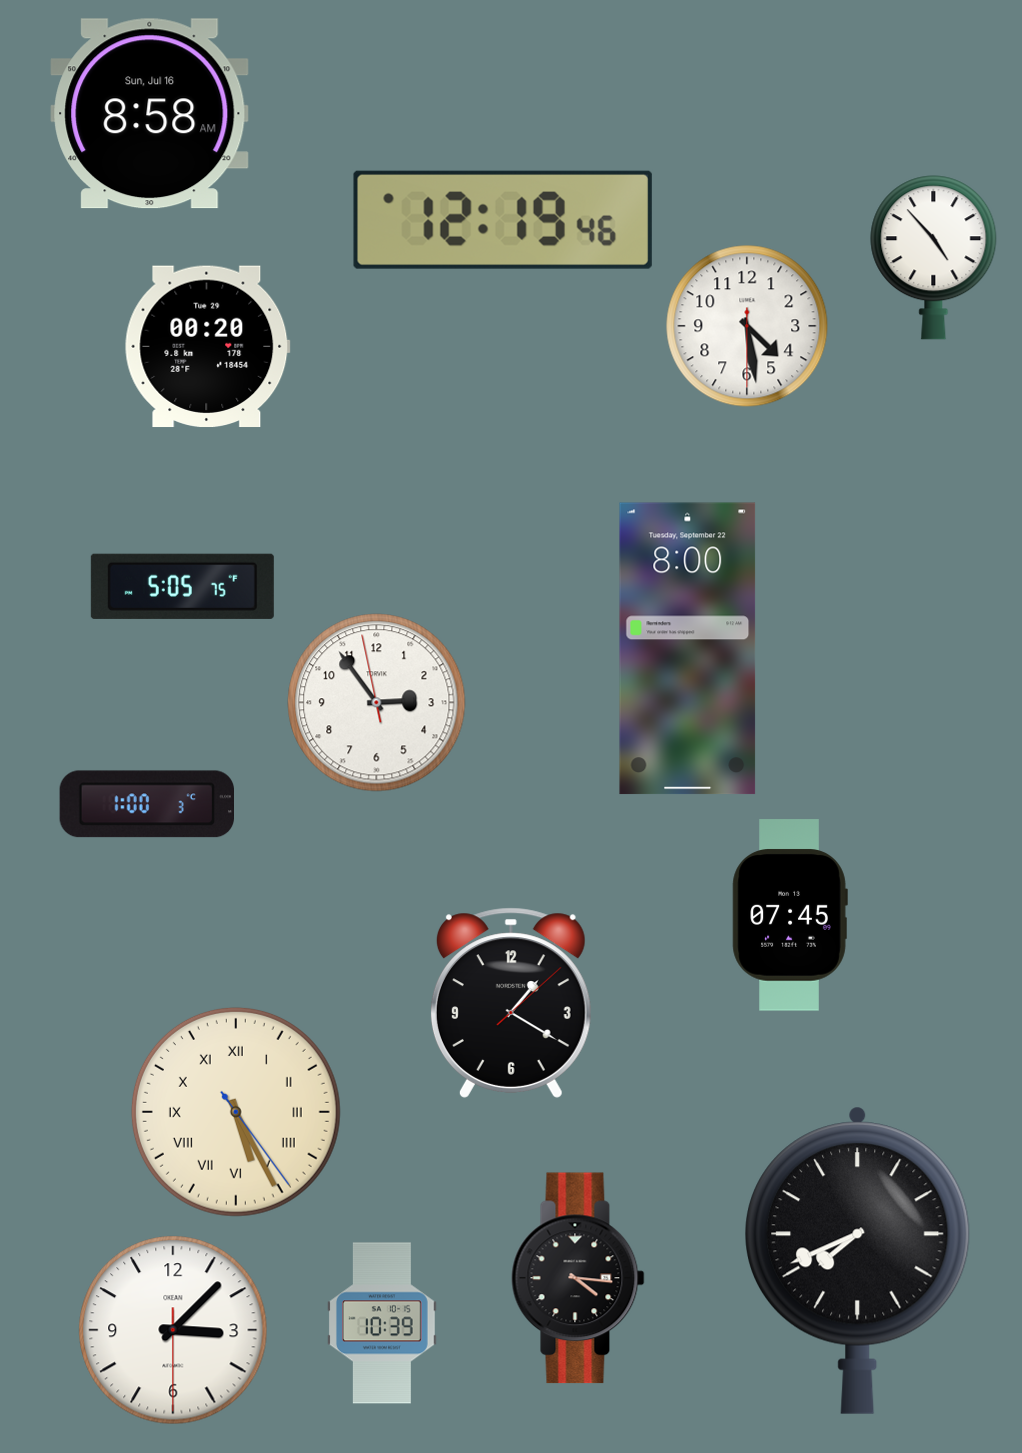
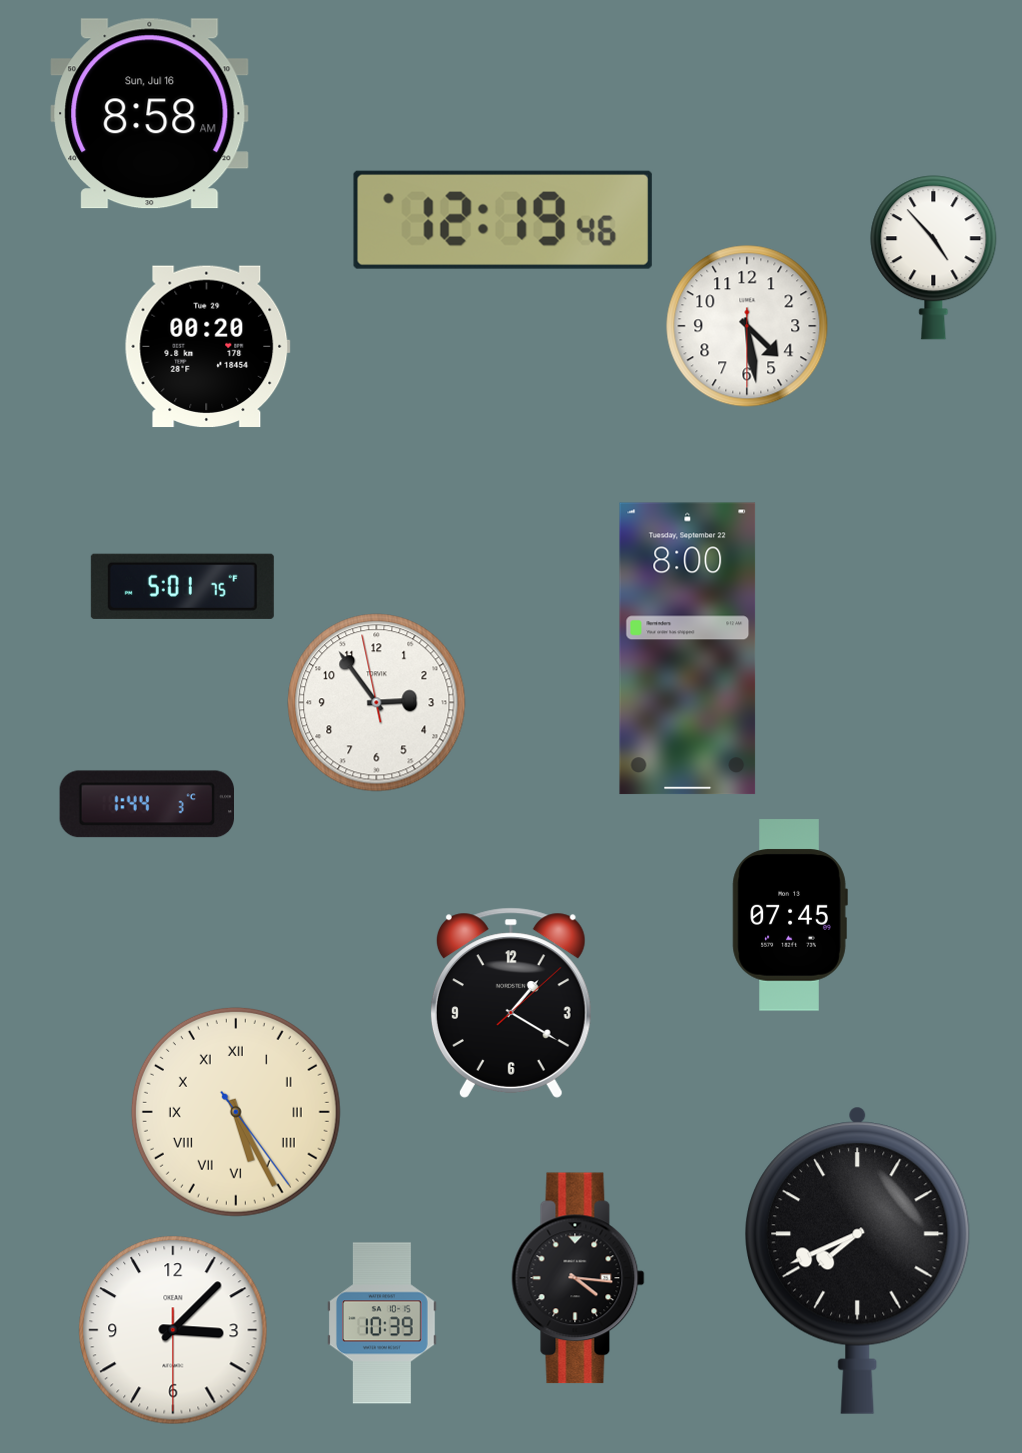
clock at (182, 586): 5:05 -> 5:01
clock at (146, 804): 1:00 -> 1:44
